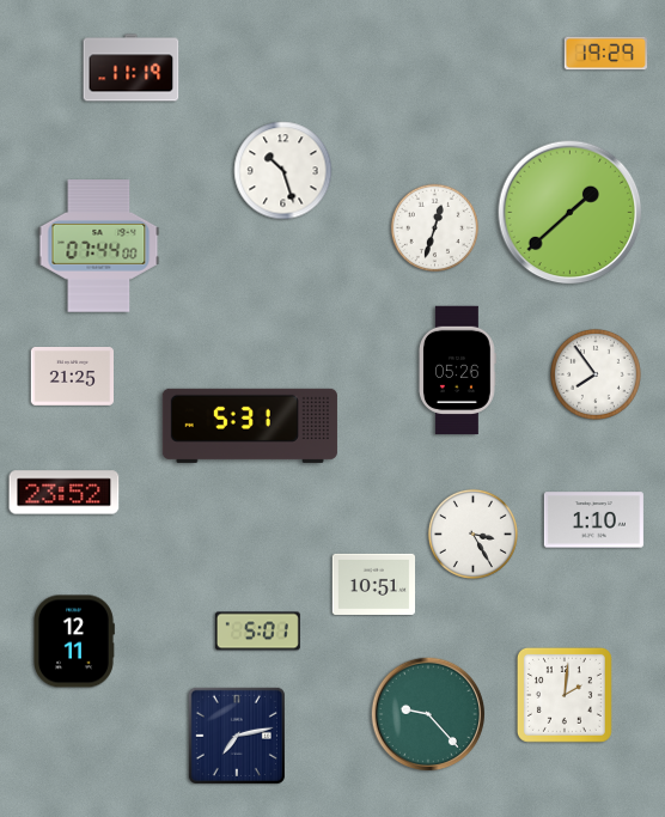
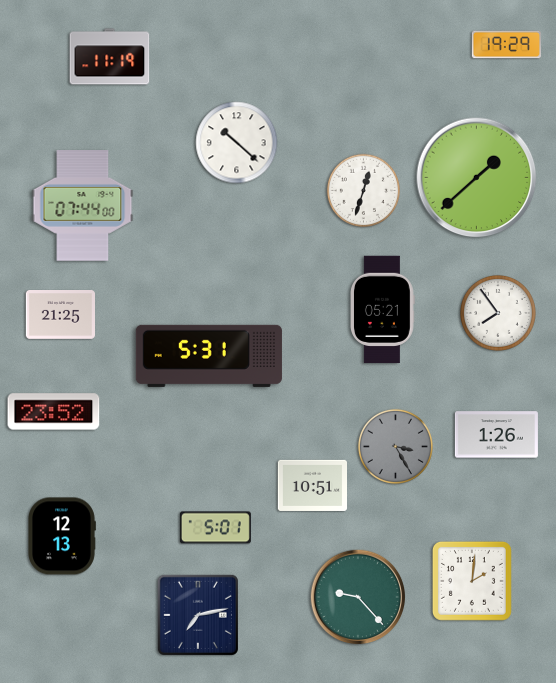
clock at (283, 171): 10:27 -> 10:22
clock at (458, 371): 05:26 -> 05:21
clock at (593, 520): 1:10 -> 1:26
clock at (472, 534) dial: white -> grey
clock at (373, 584) position: (373, 584) -> (312, 485)
clock at (74, 641): 12:11 -> 12:13
